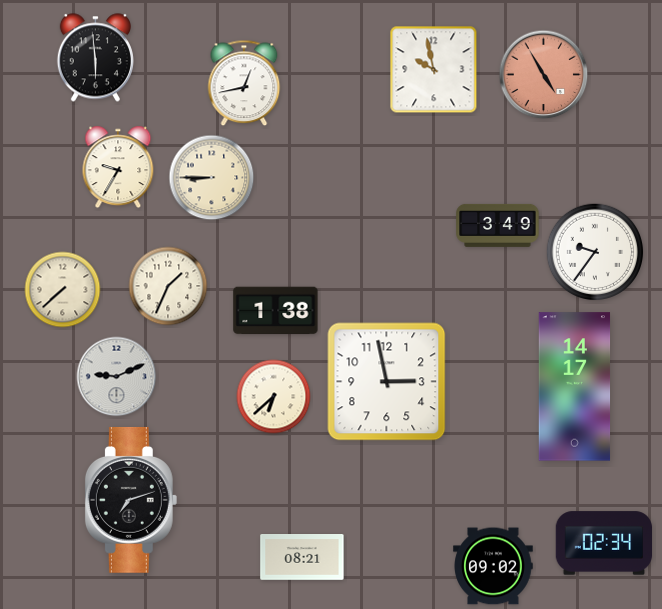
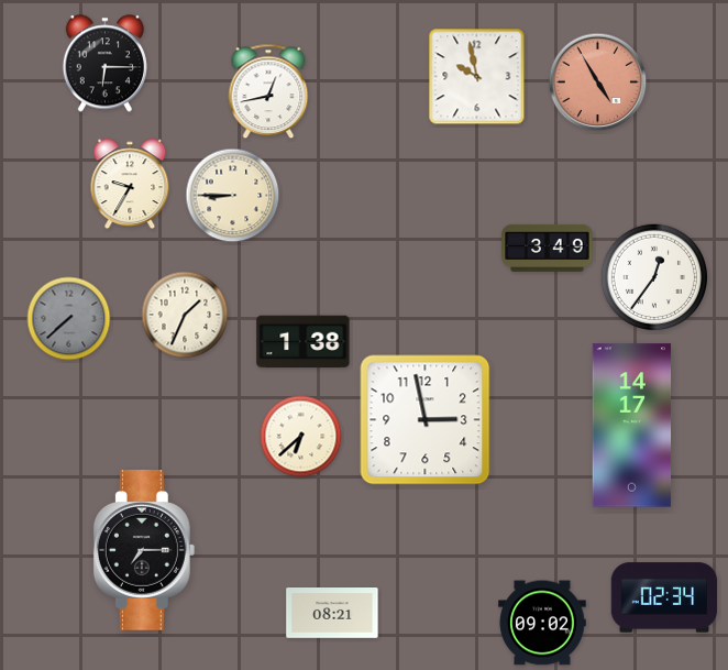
clock at (95, 58): 5:59 -> 6:15
clock at (595, 252): 9:36 -> 12:36
clock at (63, 290) dial: cream -> grey
clock at (117, 377): 9:11 -> none
clock at (131, 500): 7:12 -> 7:15
